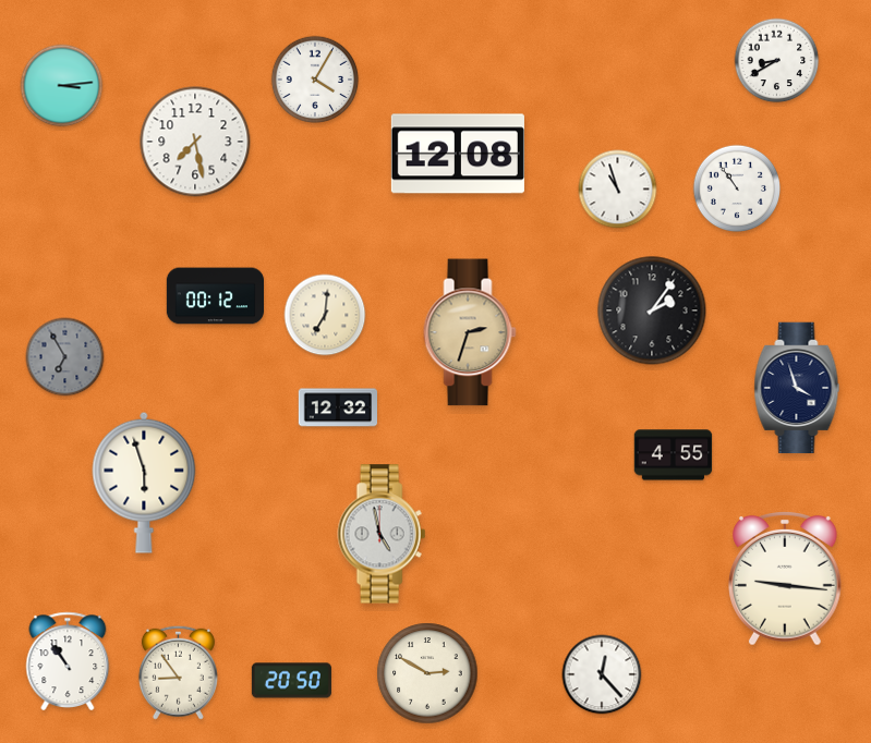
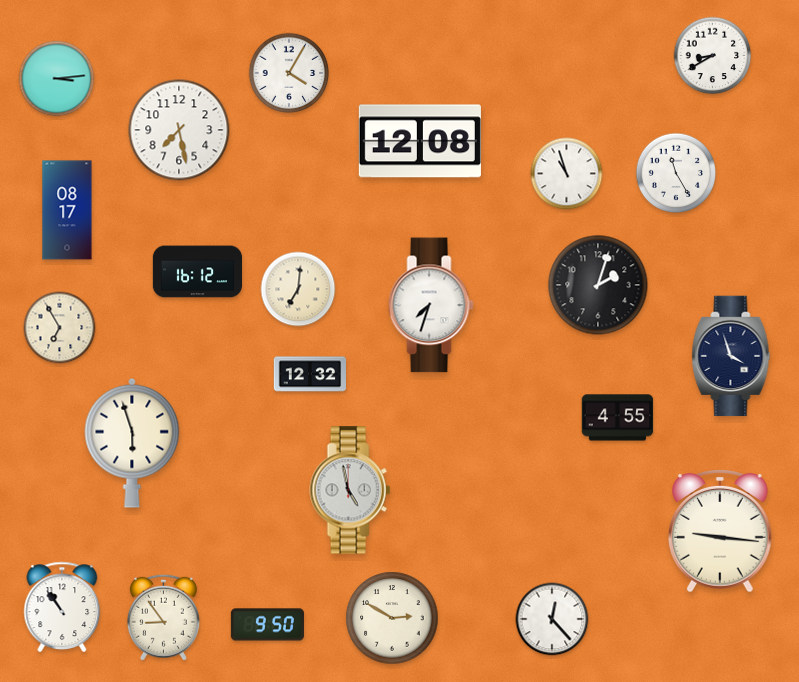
clock at (737, 188): 10:54 -> 11:25
clock at (67, 210): none -> 08:17
clock at (215, 296): 00:12 -> 16:12
clock at (652, 310): 2:06 -> 2:03
clock at (470, 332): 2:33 -> 7:33
clock at (470, 332) dial: champagne -> white
clock at (65, 357) dial: grey -> cream
clock at (291, 681): 20:50 -> 9:50
